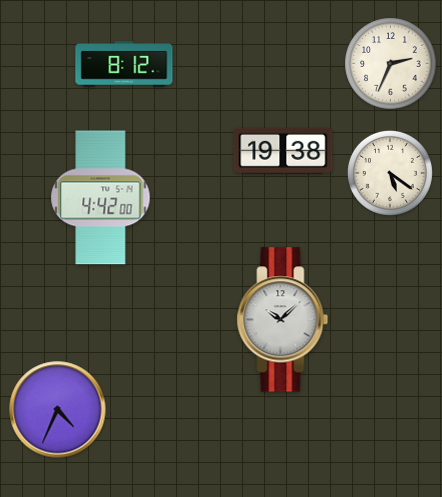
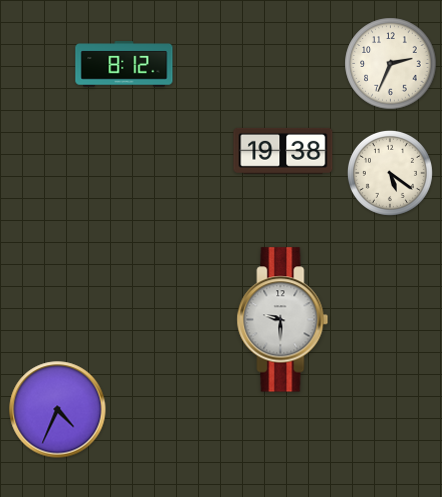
clock at (101, 198): 4:42 -> none
clock at (283, 320): 10:08 -> 9:30
